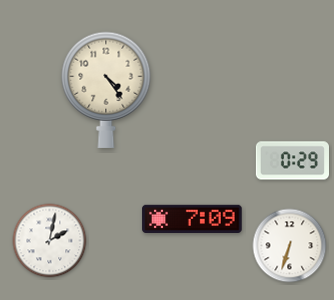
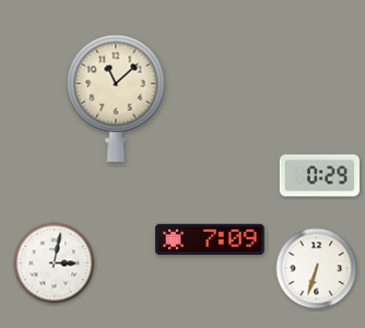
clock at (106, 90): 4:24 -> 11:08
clock at (50, 241): 2:02 -> 3:02
